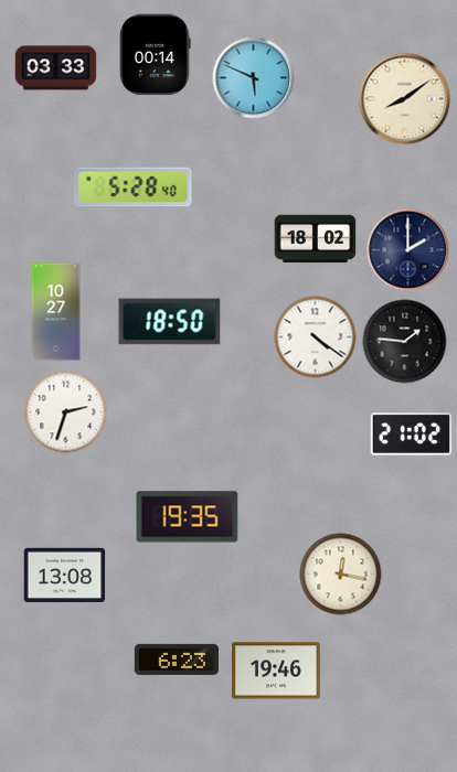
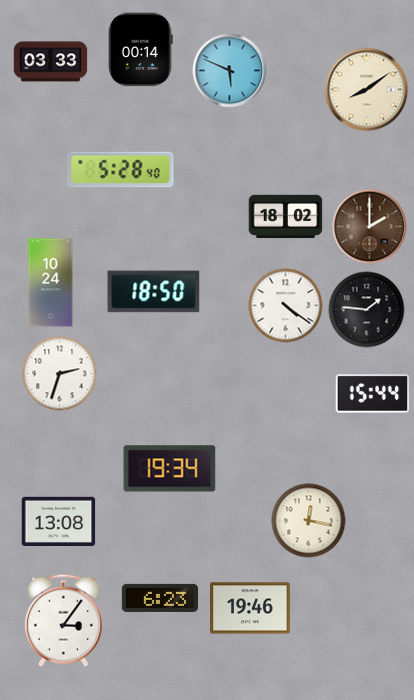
clock at (408, 250) dial: navy -> brown
clock at (56, 312): 10:27 -> 10:24
clock at (412, 435): 21:02 -> 15:44
clock at (188, 517): 19:35 -> 19:34
clock at (63, 620): none -> 3:06
